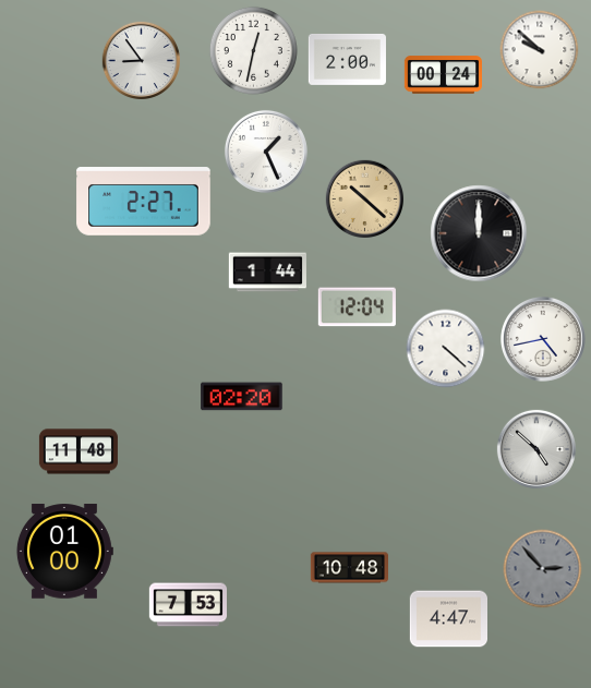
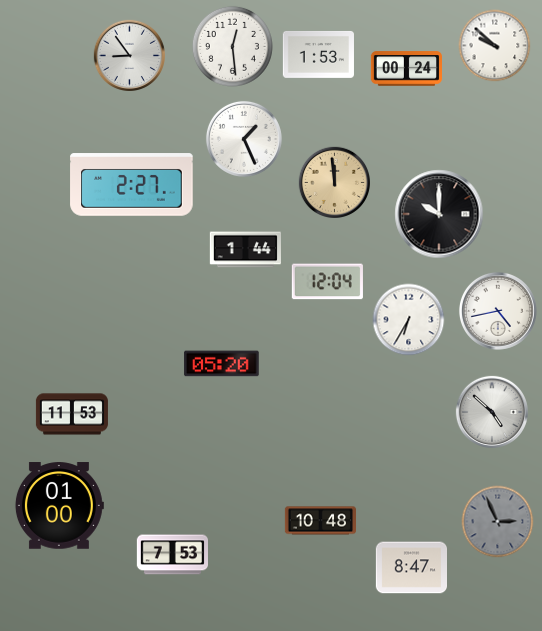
clock at (253, 50): 12:32 -> 12:29
clock at (347, 59): 2:00 -> 1:53
clock at (364, 198): 10:22 -> 11:59
clock at (479, 233): 12:00 -> 10:00
clock at (446, 349): 4:22 -> 6:35
clock at (242, 397): 02:20 -> 05:20
clock at (79, 451): 11:48 -> 11:53
clock at (543, 569): 2:53 -> 2:56
clock at (448, 619): 4:47 -> 8:47
